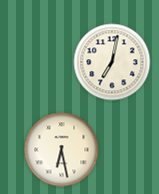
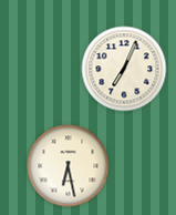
clock at (112, 62): 7:02 -> 7:04
